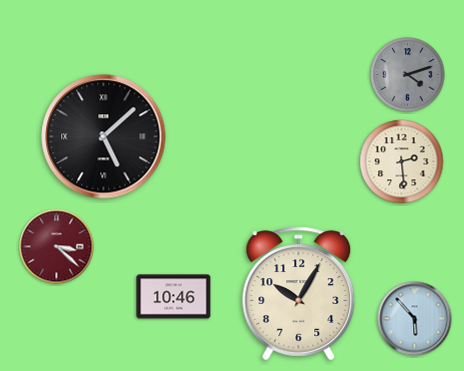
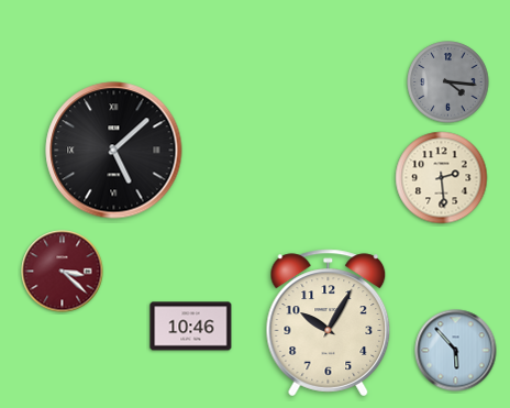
clock at (408, 75): 4:12 -> 4:16
